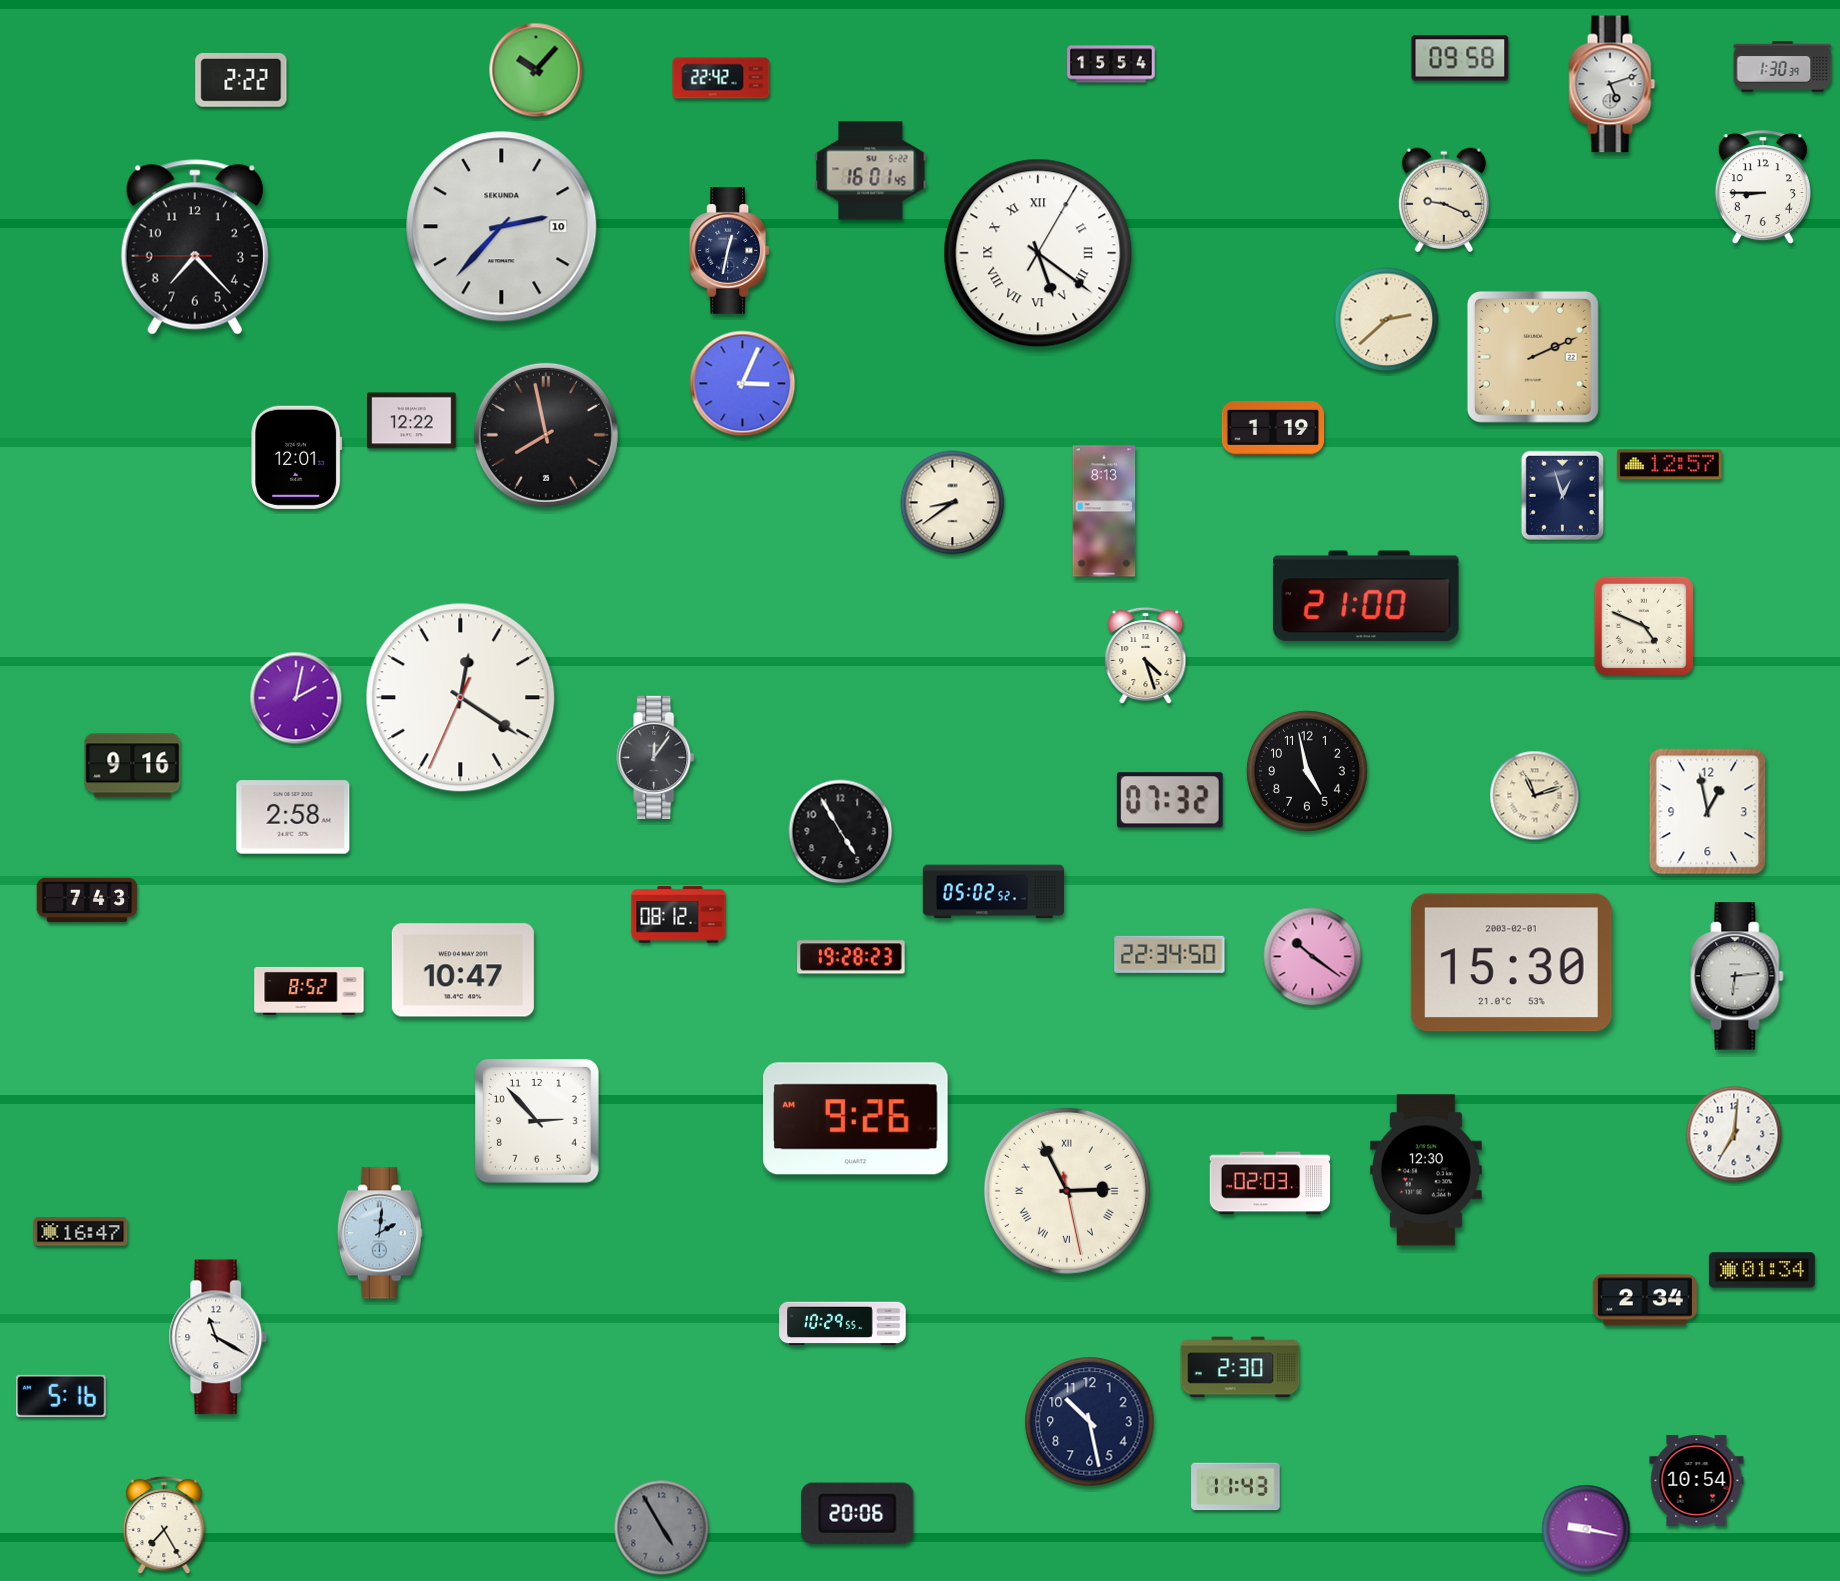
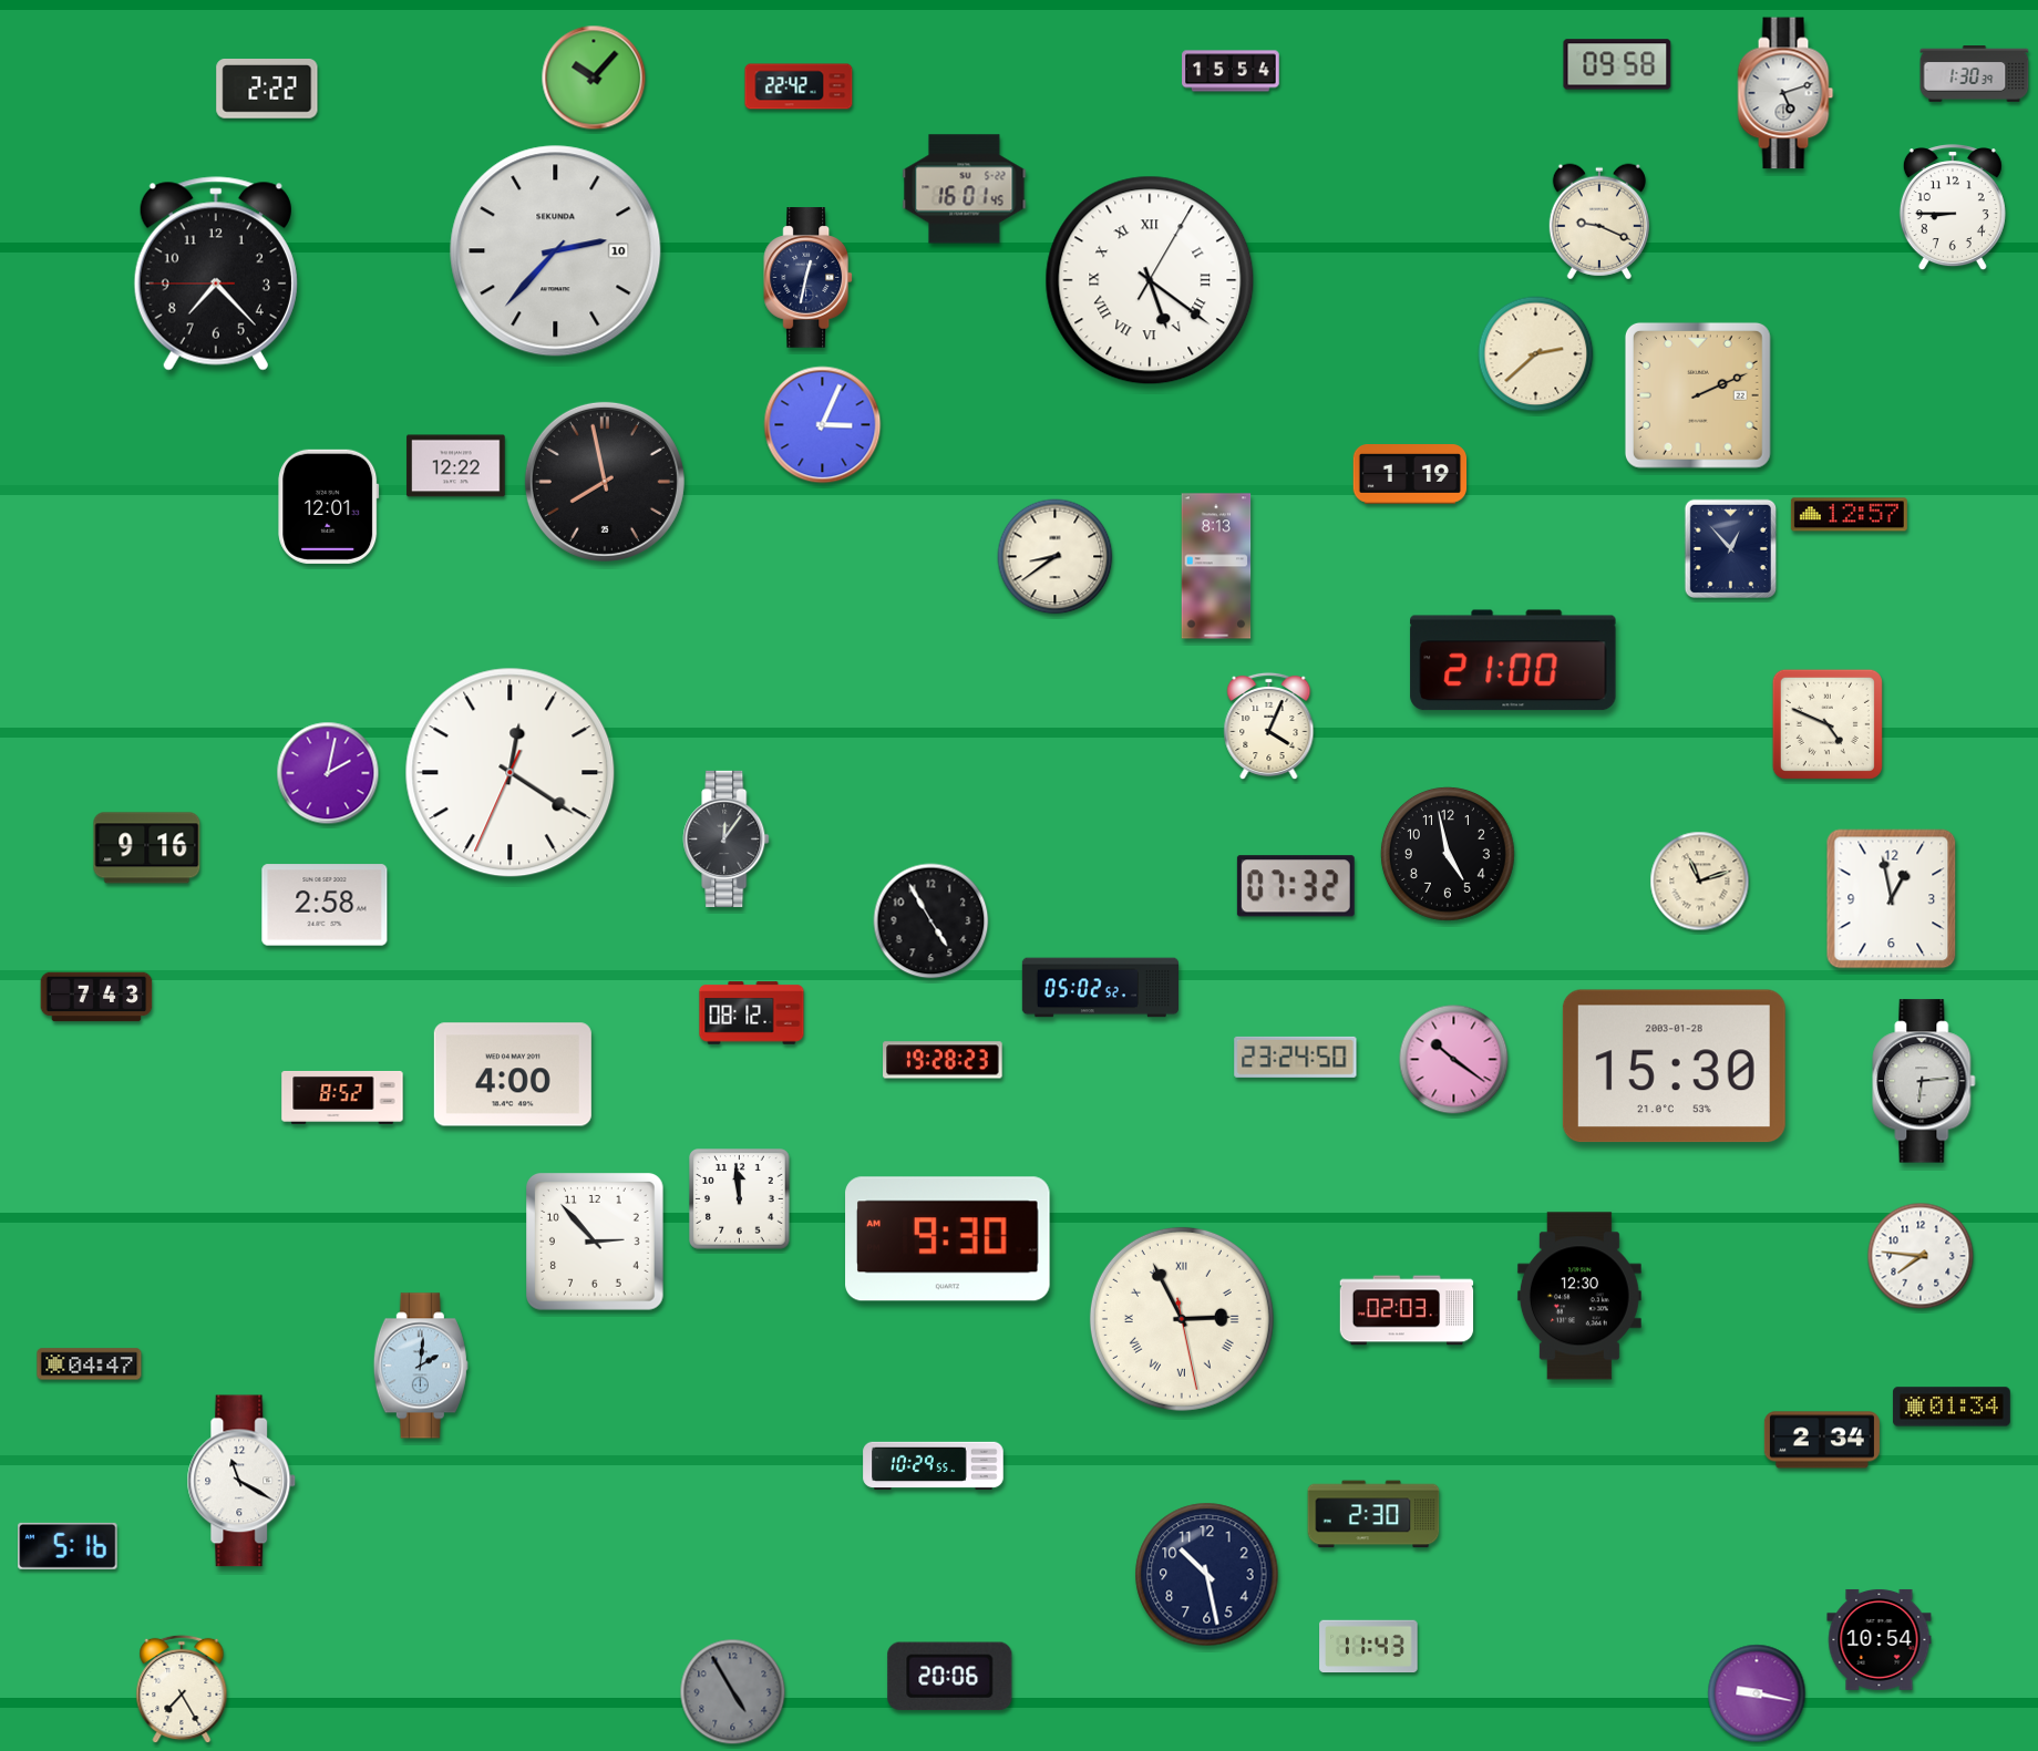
clock at (1562, 495): 12:57 -> 12:53
clock at (1104, 511) position: (1104, 511) -> (1216, 566)
clock at (1644, 626) position: (1644, 626) -> (1828, 724)
clock at (1146, 656): 4:27 -> 4:04
clock at (1170, 954): 22:34 -> 23:24
clock at (1511, 963) date: 2003-02-01 -> 2003-01-28
clock at (463, 970): 10:47 -> 4:00
clock at (740, 1199): none -> 11:59
clock at (856, 1119): 9:26 -> 9:30
clock at (1734, 1134): 7:01 -> 7:46
clock at (81, 1232): 16:47 -> 04:47
